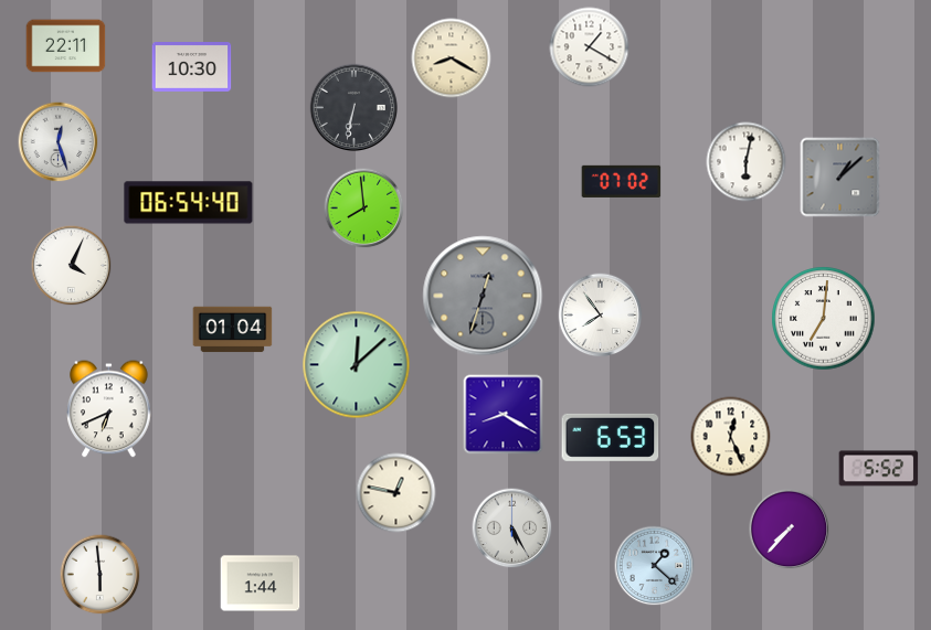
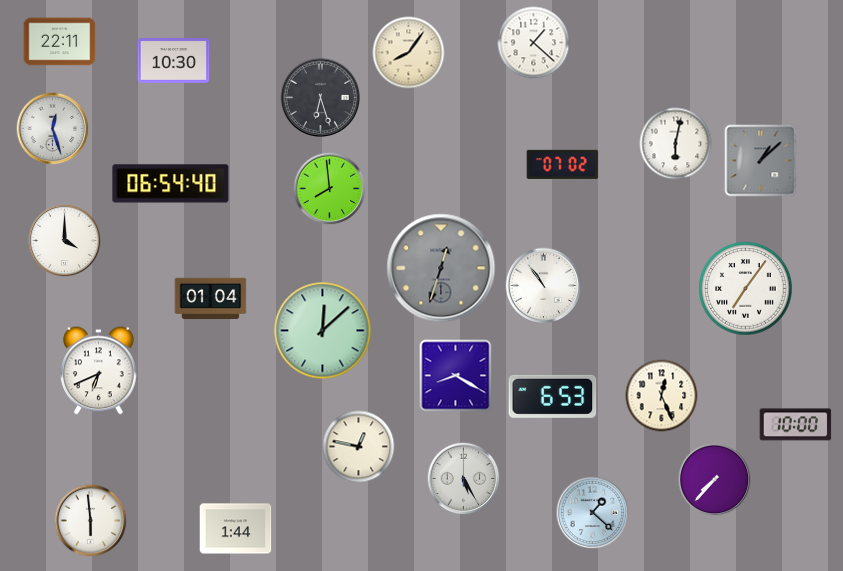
clock at (590, 47): 1:20 -> 1:22
clock at (452, 58): 8:20 -> 8:06
clock at (353, 107): 6:32 -> 6:27
clock at (747, 162) position: (747, 162) -> (676, 144)
clock at (72, 266): 4:04 -> 4:00
clock at (483, 296) position: (483, 296) -> (441, 268)
clock at (601, 316): 7:54 -> 10:54
clock at (824, 319): 7:01 -> 7:06
clock at (879, 469): 5:52 -> 10:00
